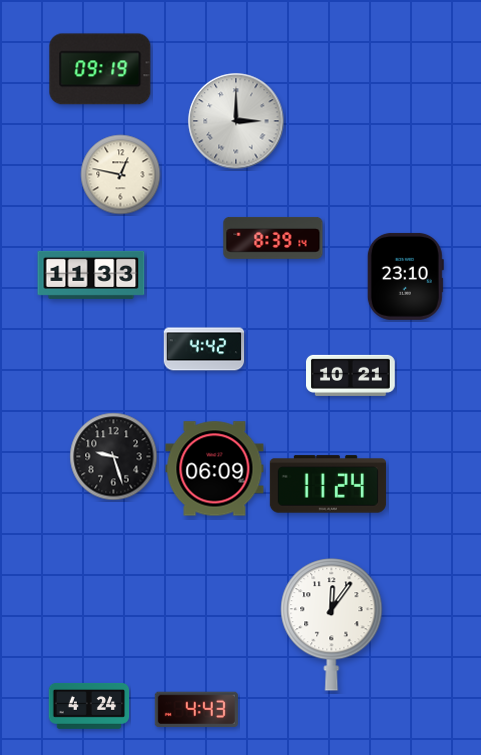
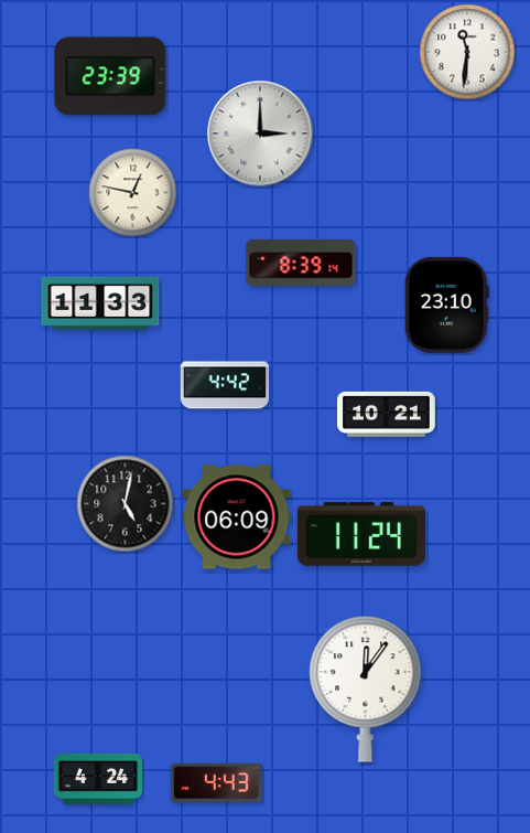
clock at (467, 52): none -> 11:31
clock at (100, 69): 09:19 -> 23:39
clock at (114, 457): 9:27 -> 5:02
